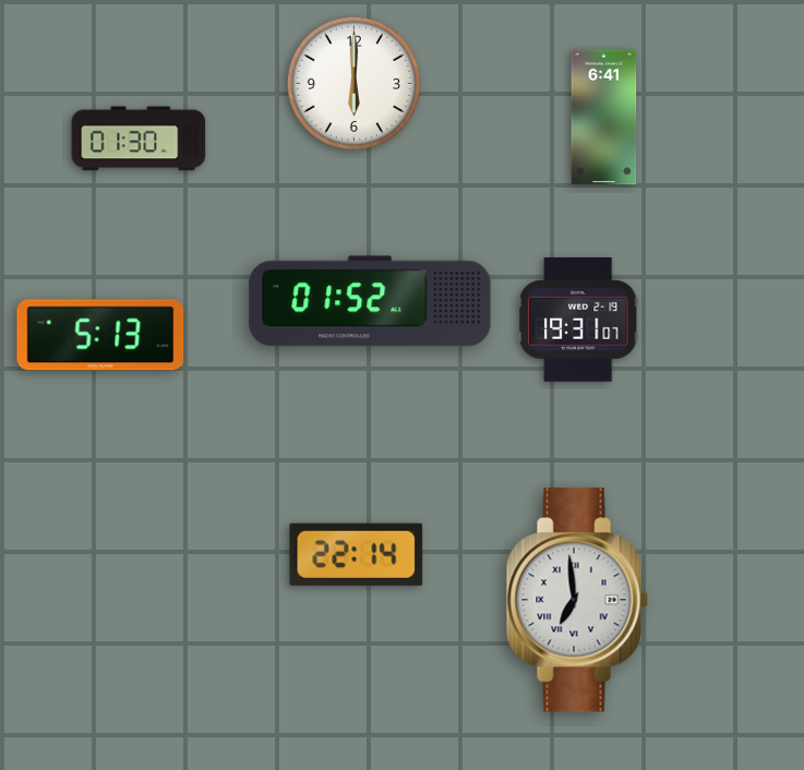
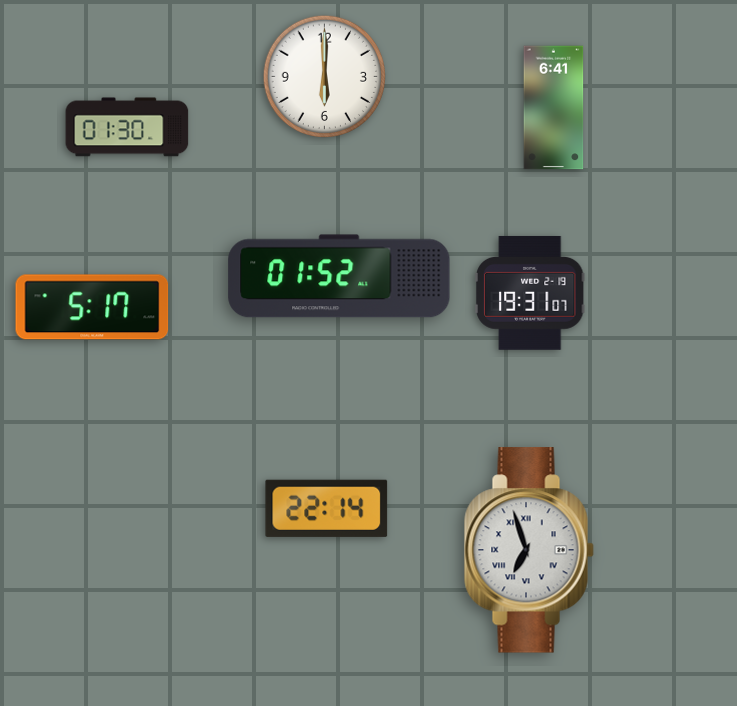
clock at (100, 335): 5:13 -> 5:17
clock at (577, 600): 6:59 -> 6:57
